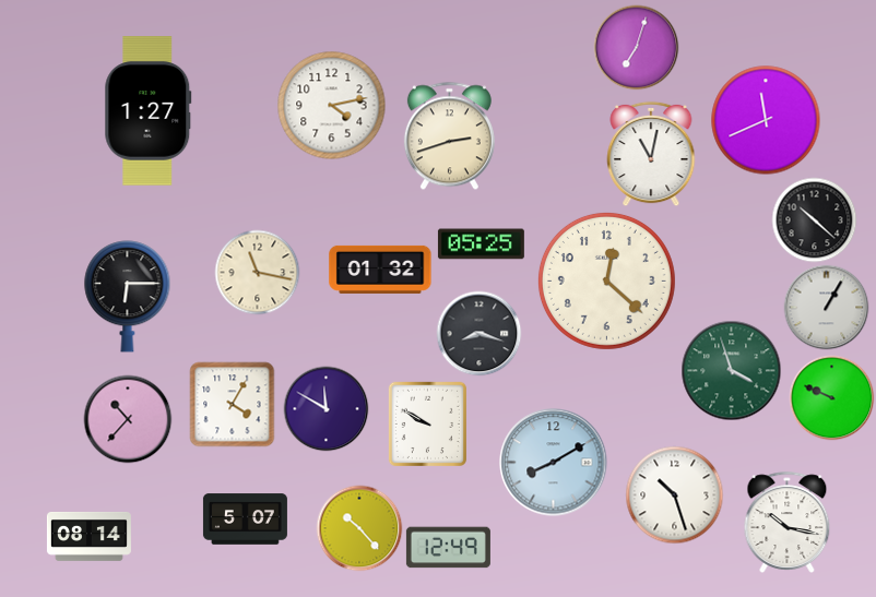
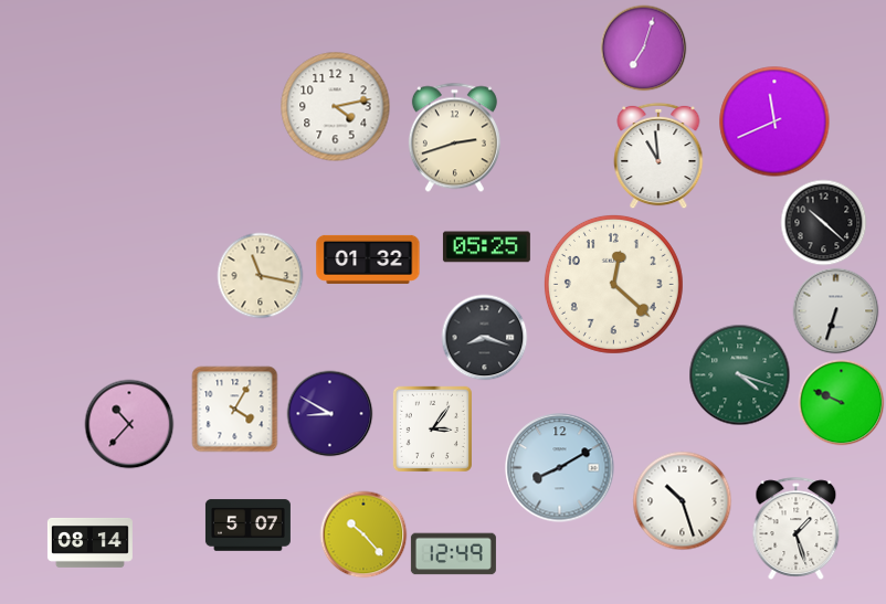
clock at (149, 111): 1:27 -> none
clock at (651, 154): 11:02 -> 10:59
clock at (380, 270) position: (380, 270) -> (368, 259)
clock at (128, 297): 6:15 -> none
clock at (826, 307): 1:05 -> 6:33
clock at (731, 370): 3:57 -> 4:18
clock at (325, 408): 11:50 -> 8:50
clock at (427, 423): 9:50 -> 3:06
clock at (788, 522): 10:17 -> 1:27
